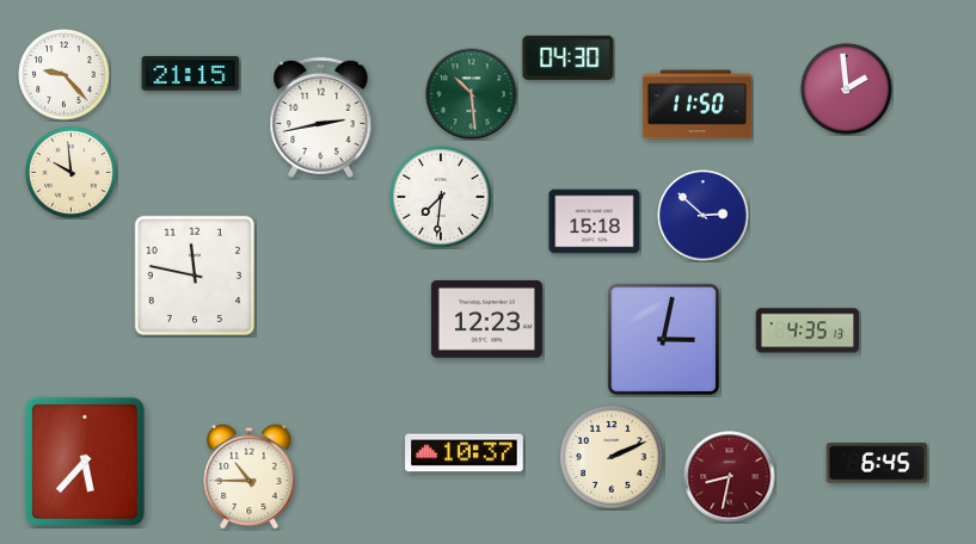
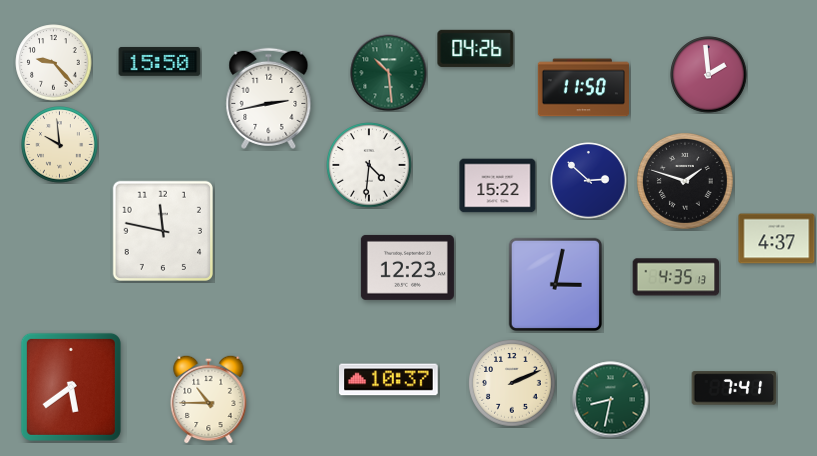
clock at (569, 57): 04:30 -> 04:26
clock at (191, 74): 21:15 -> 15:50
clock at (472, 94) position: (472, 94) -> (389, 73)
clock at (441, 197): 7:31 -> 4:31
clock at (685, 181): none -> 1:48
clock at (595, 222): 15:18 -> 15:22
clock at (777, 239): none -> 4:37
clock at (85, 462): 5:37 -> 5:39
clock at (877, 463): 6:45 -> 7:41
clock at (730, 477) dial: burgundy -> green
